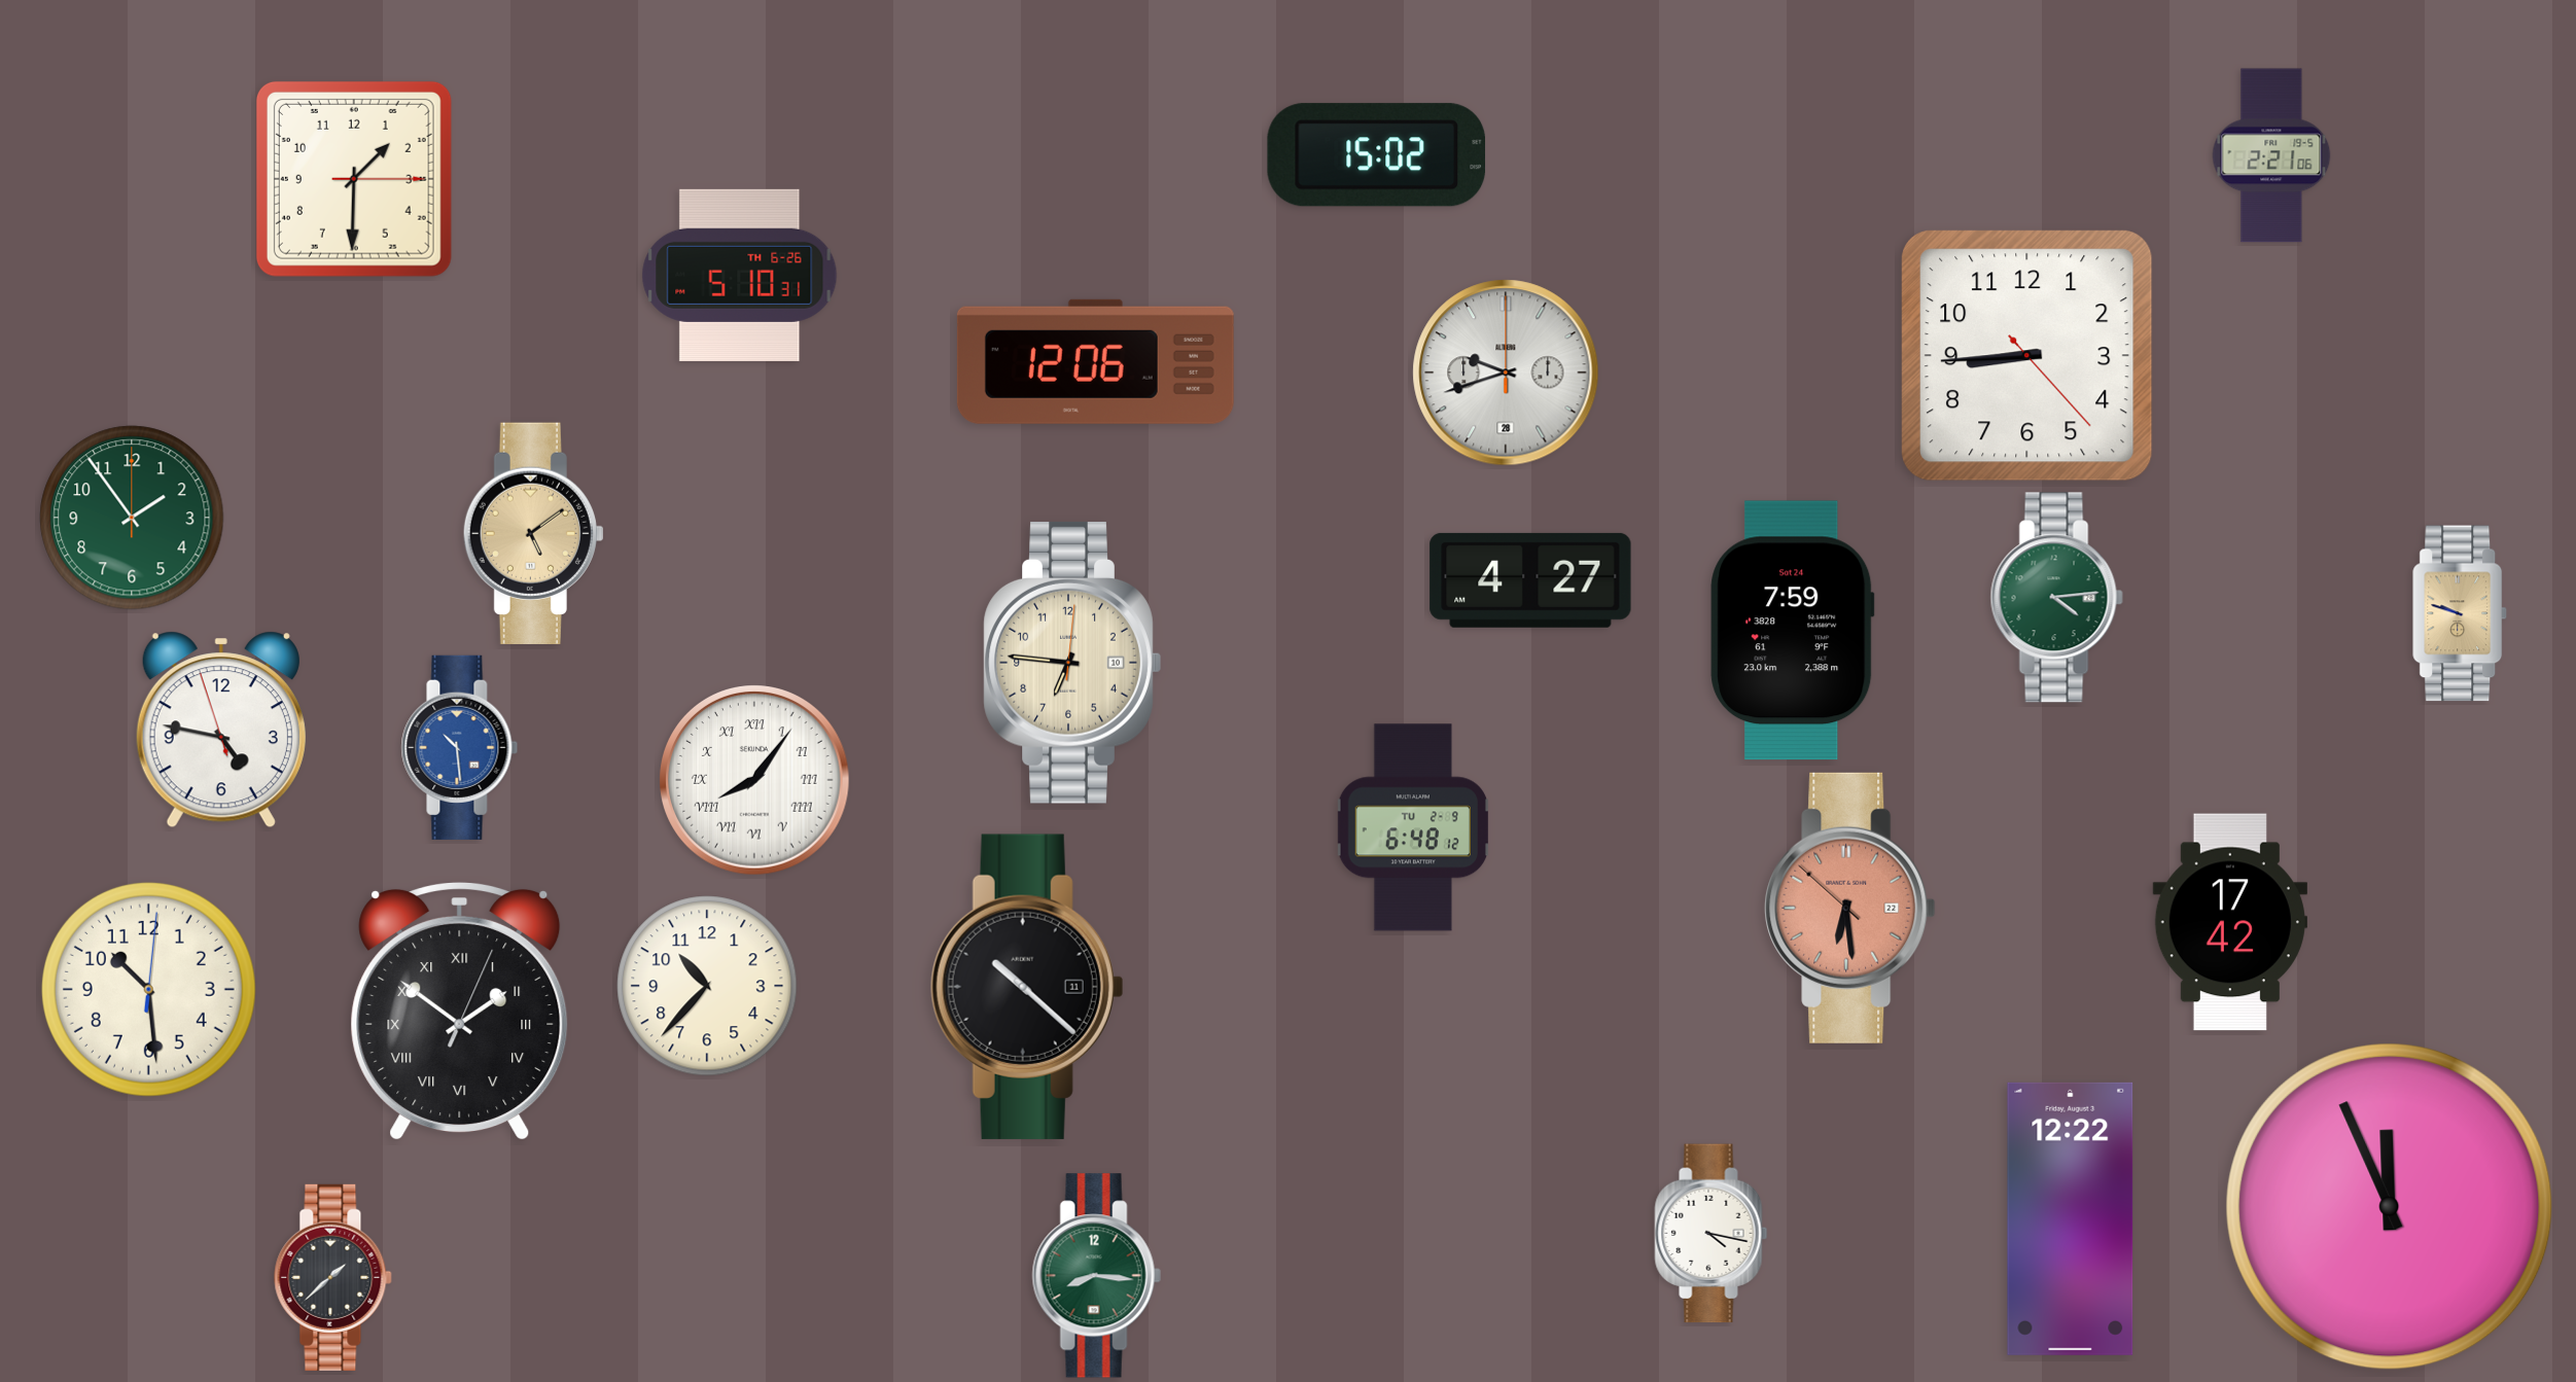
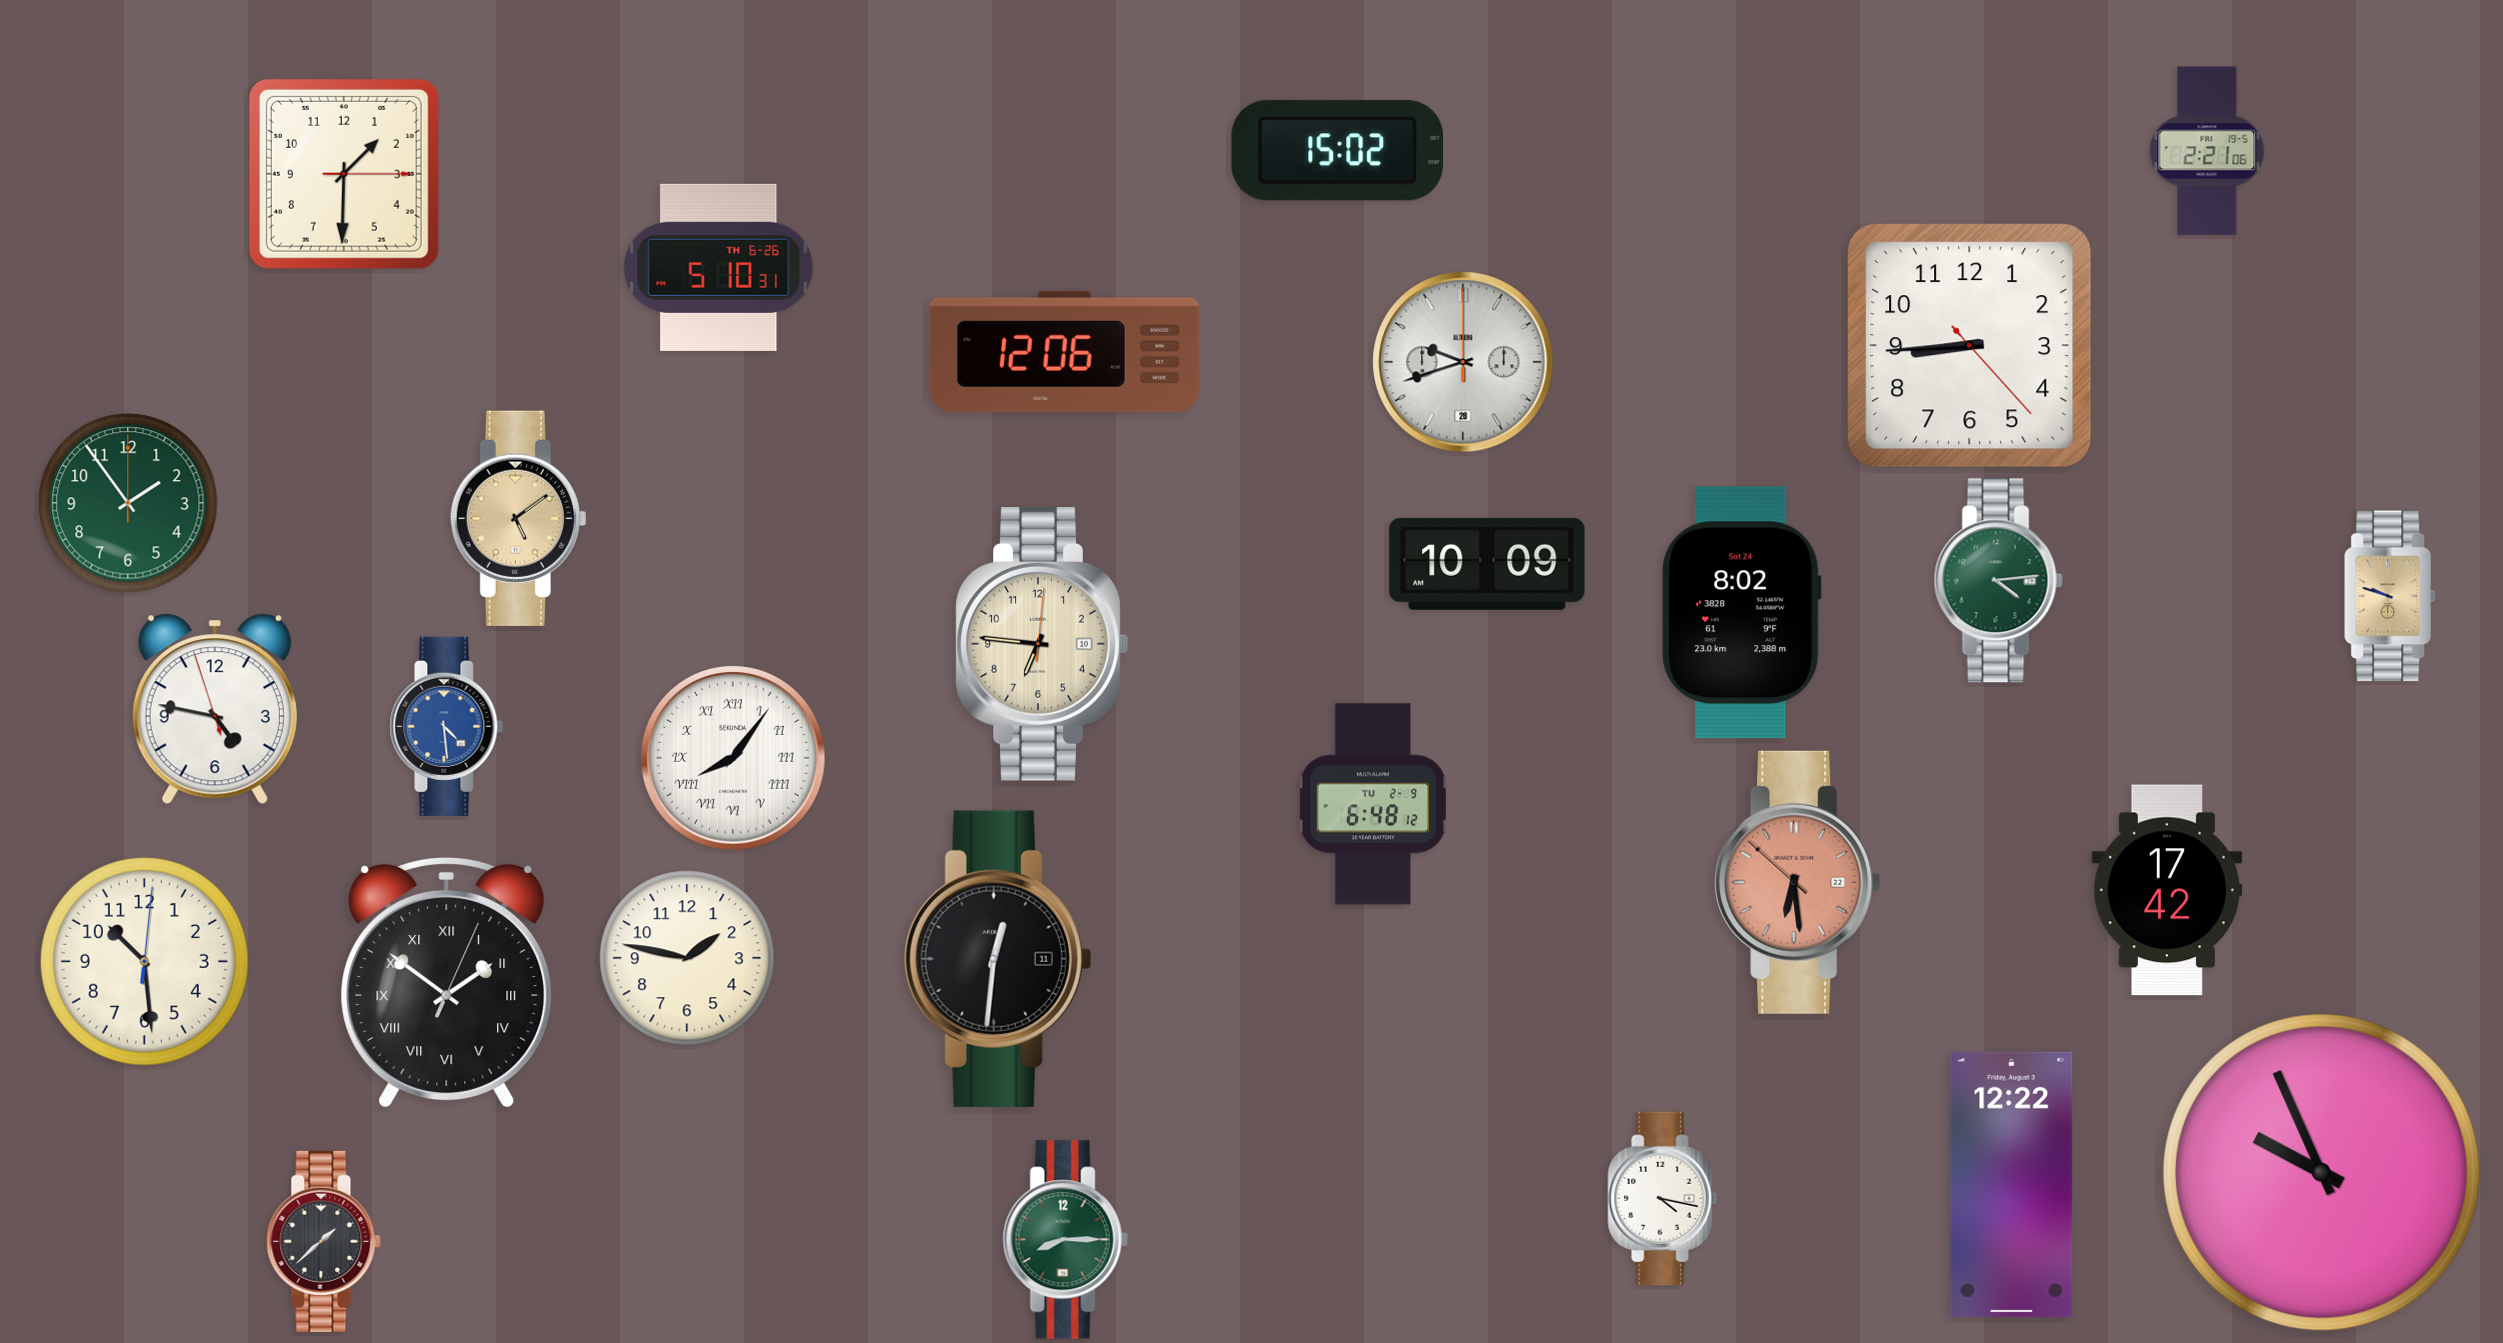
clock at (1530, 580): 4:27 -> 10:09
clock at (1793, 631): 7:59 -> 8:02
clock at (460, 747): 10:29 -> 4:29
clock at (2230, 922) position: (2230, 922) -> (2167, 890)
clock at (707, 986): 10:37 -> 1:47
clock at (1027, 987): 10:22 -> 12:31
clock at (2390, 1207): 11:56 -> 9:56
clock at (1096, 1276): 8:16 -> 8:15
